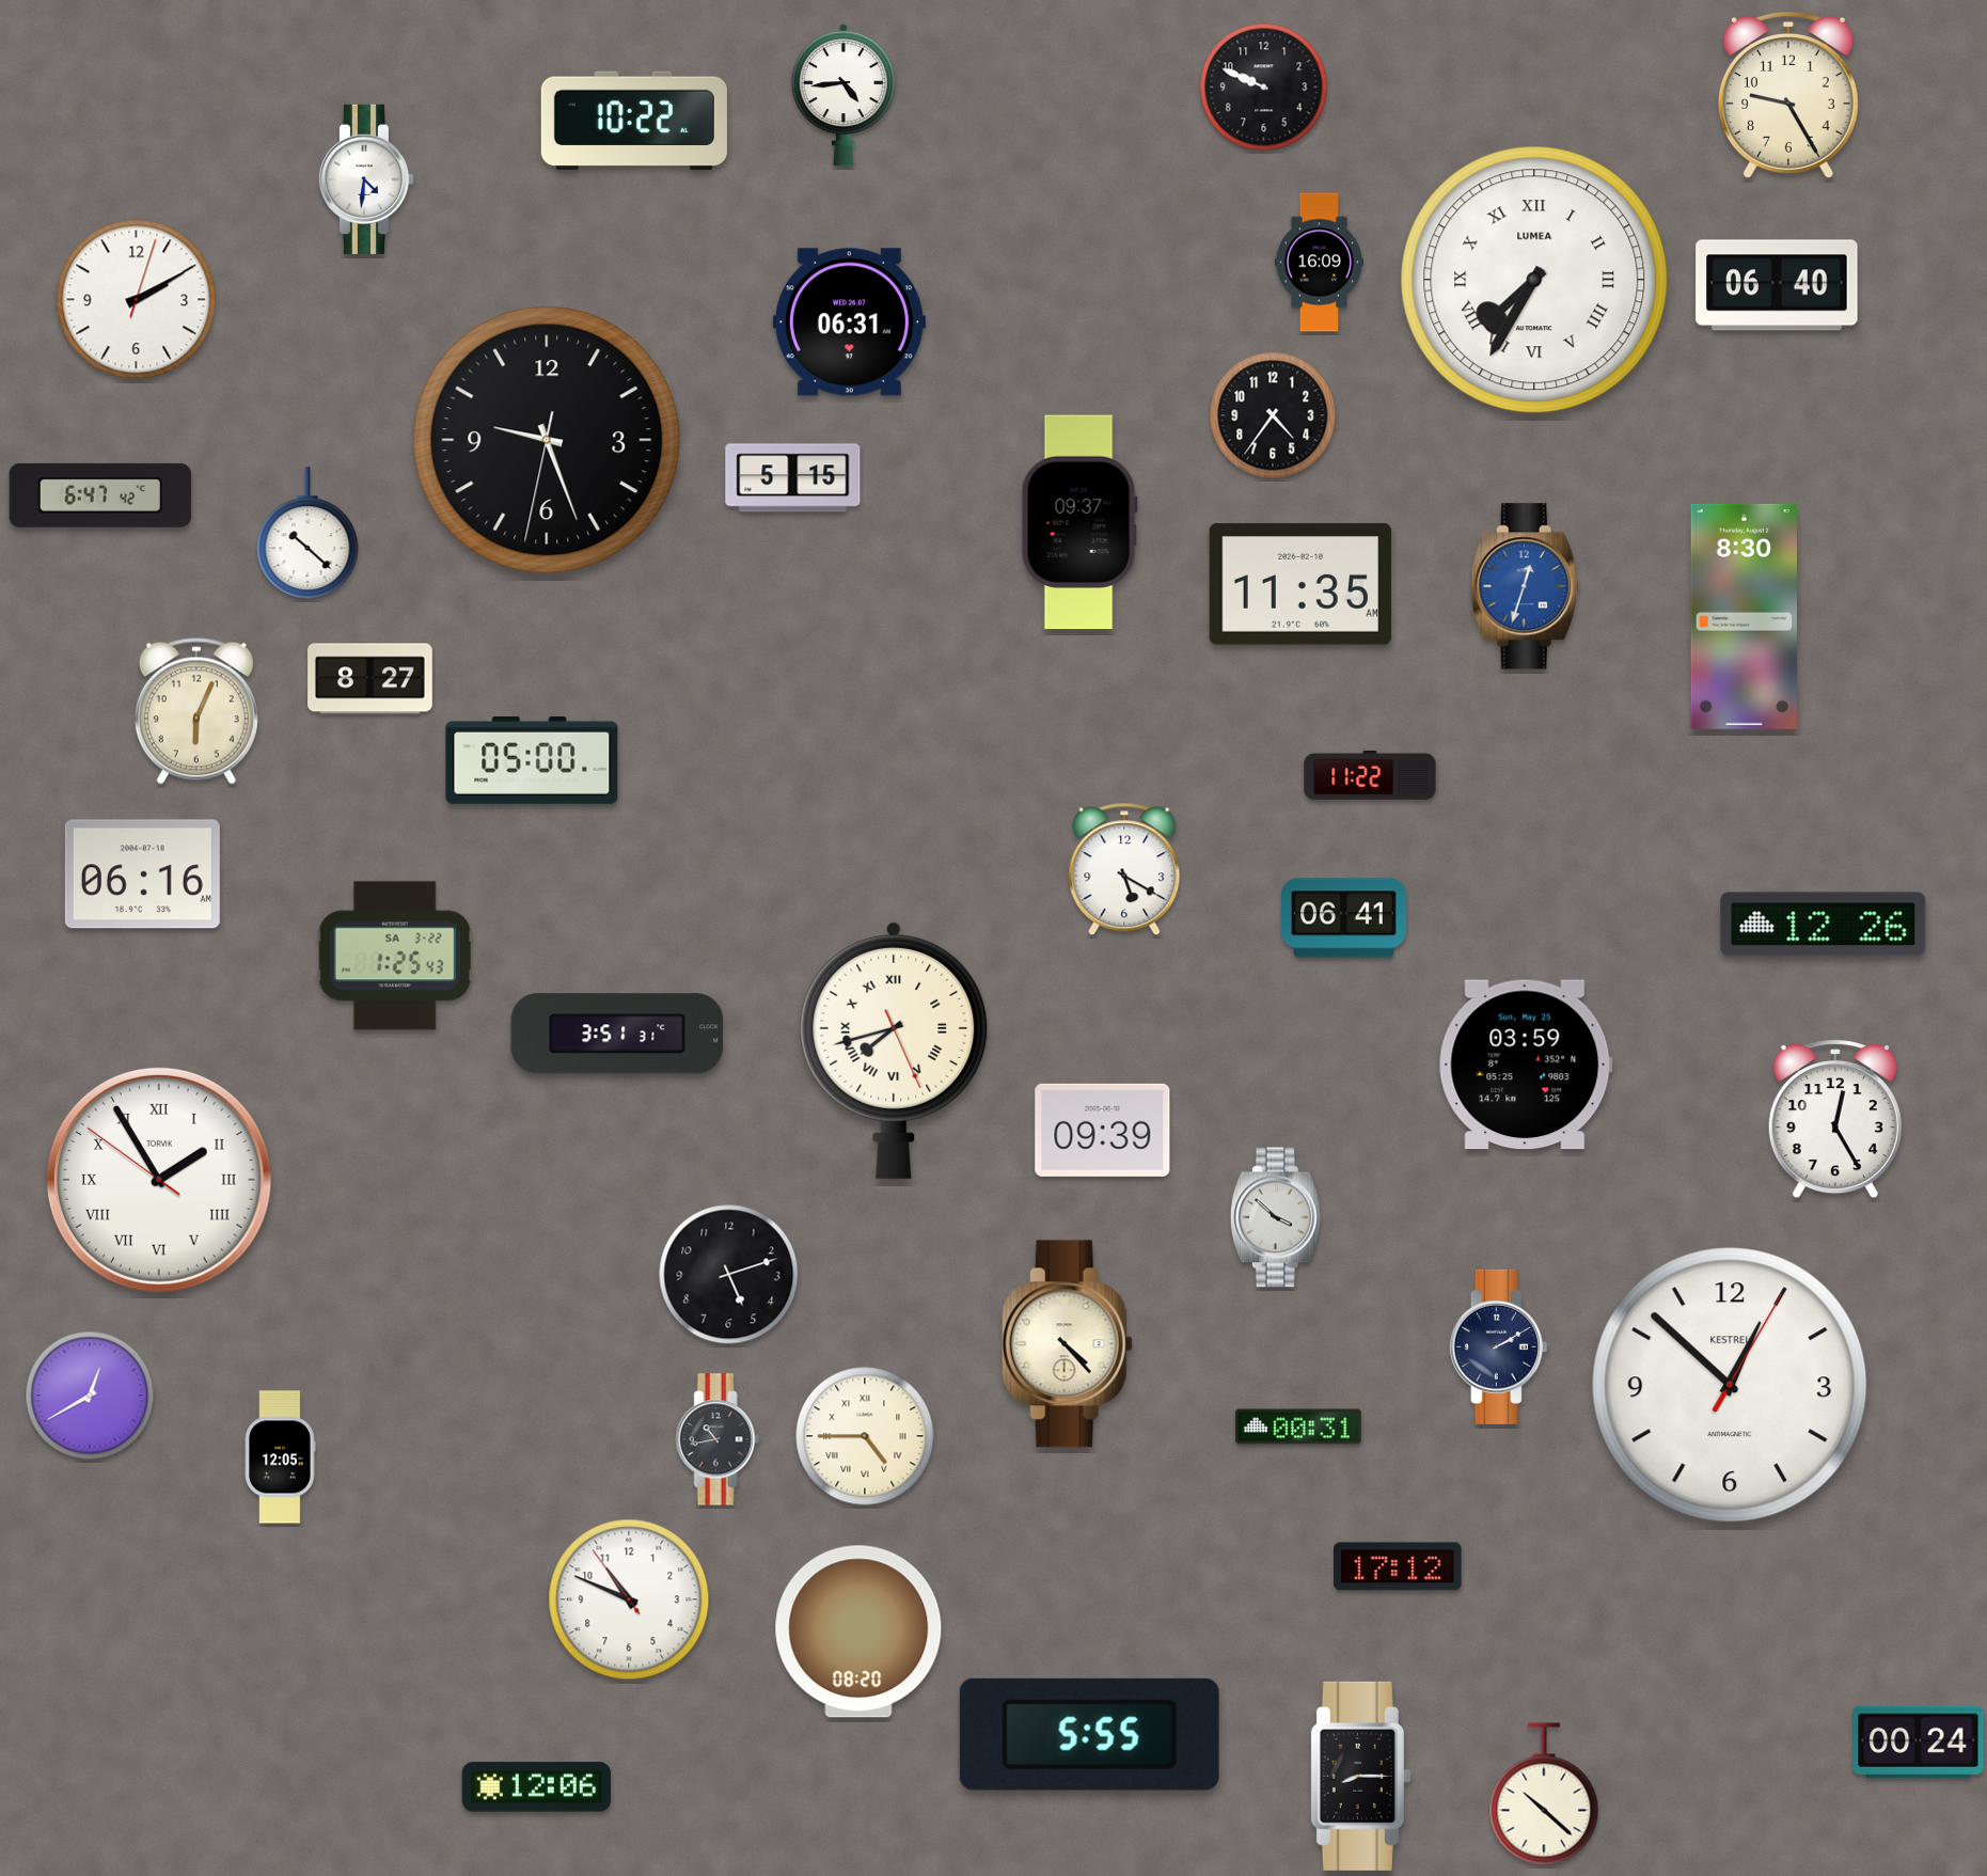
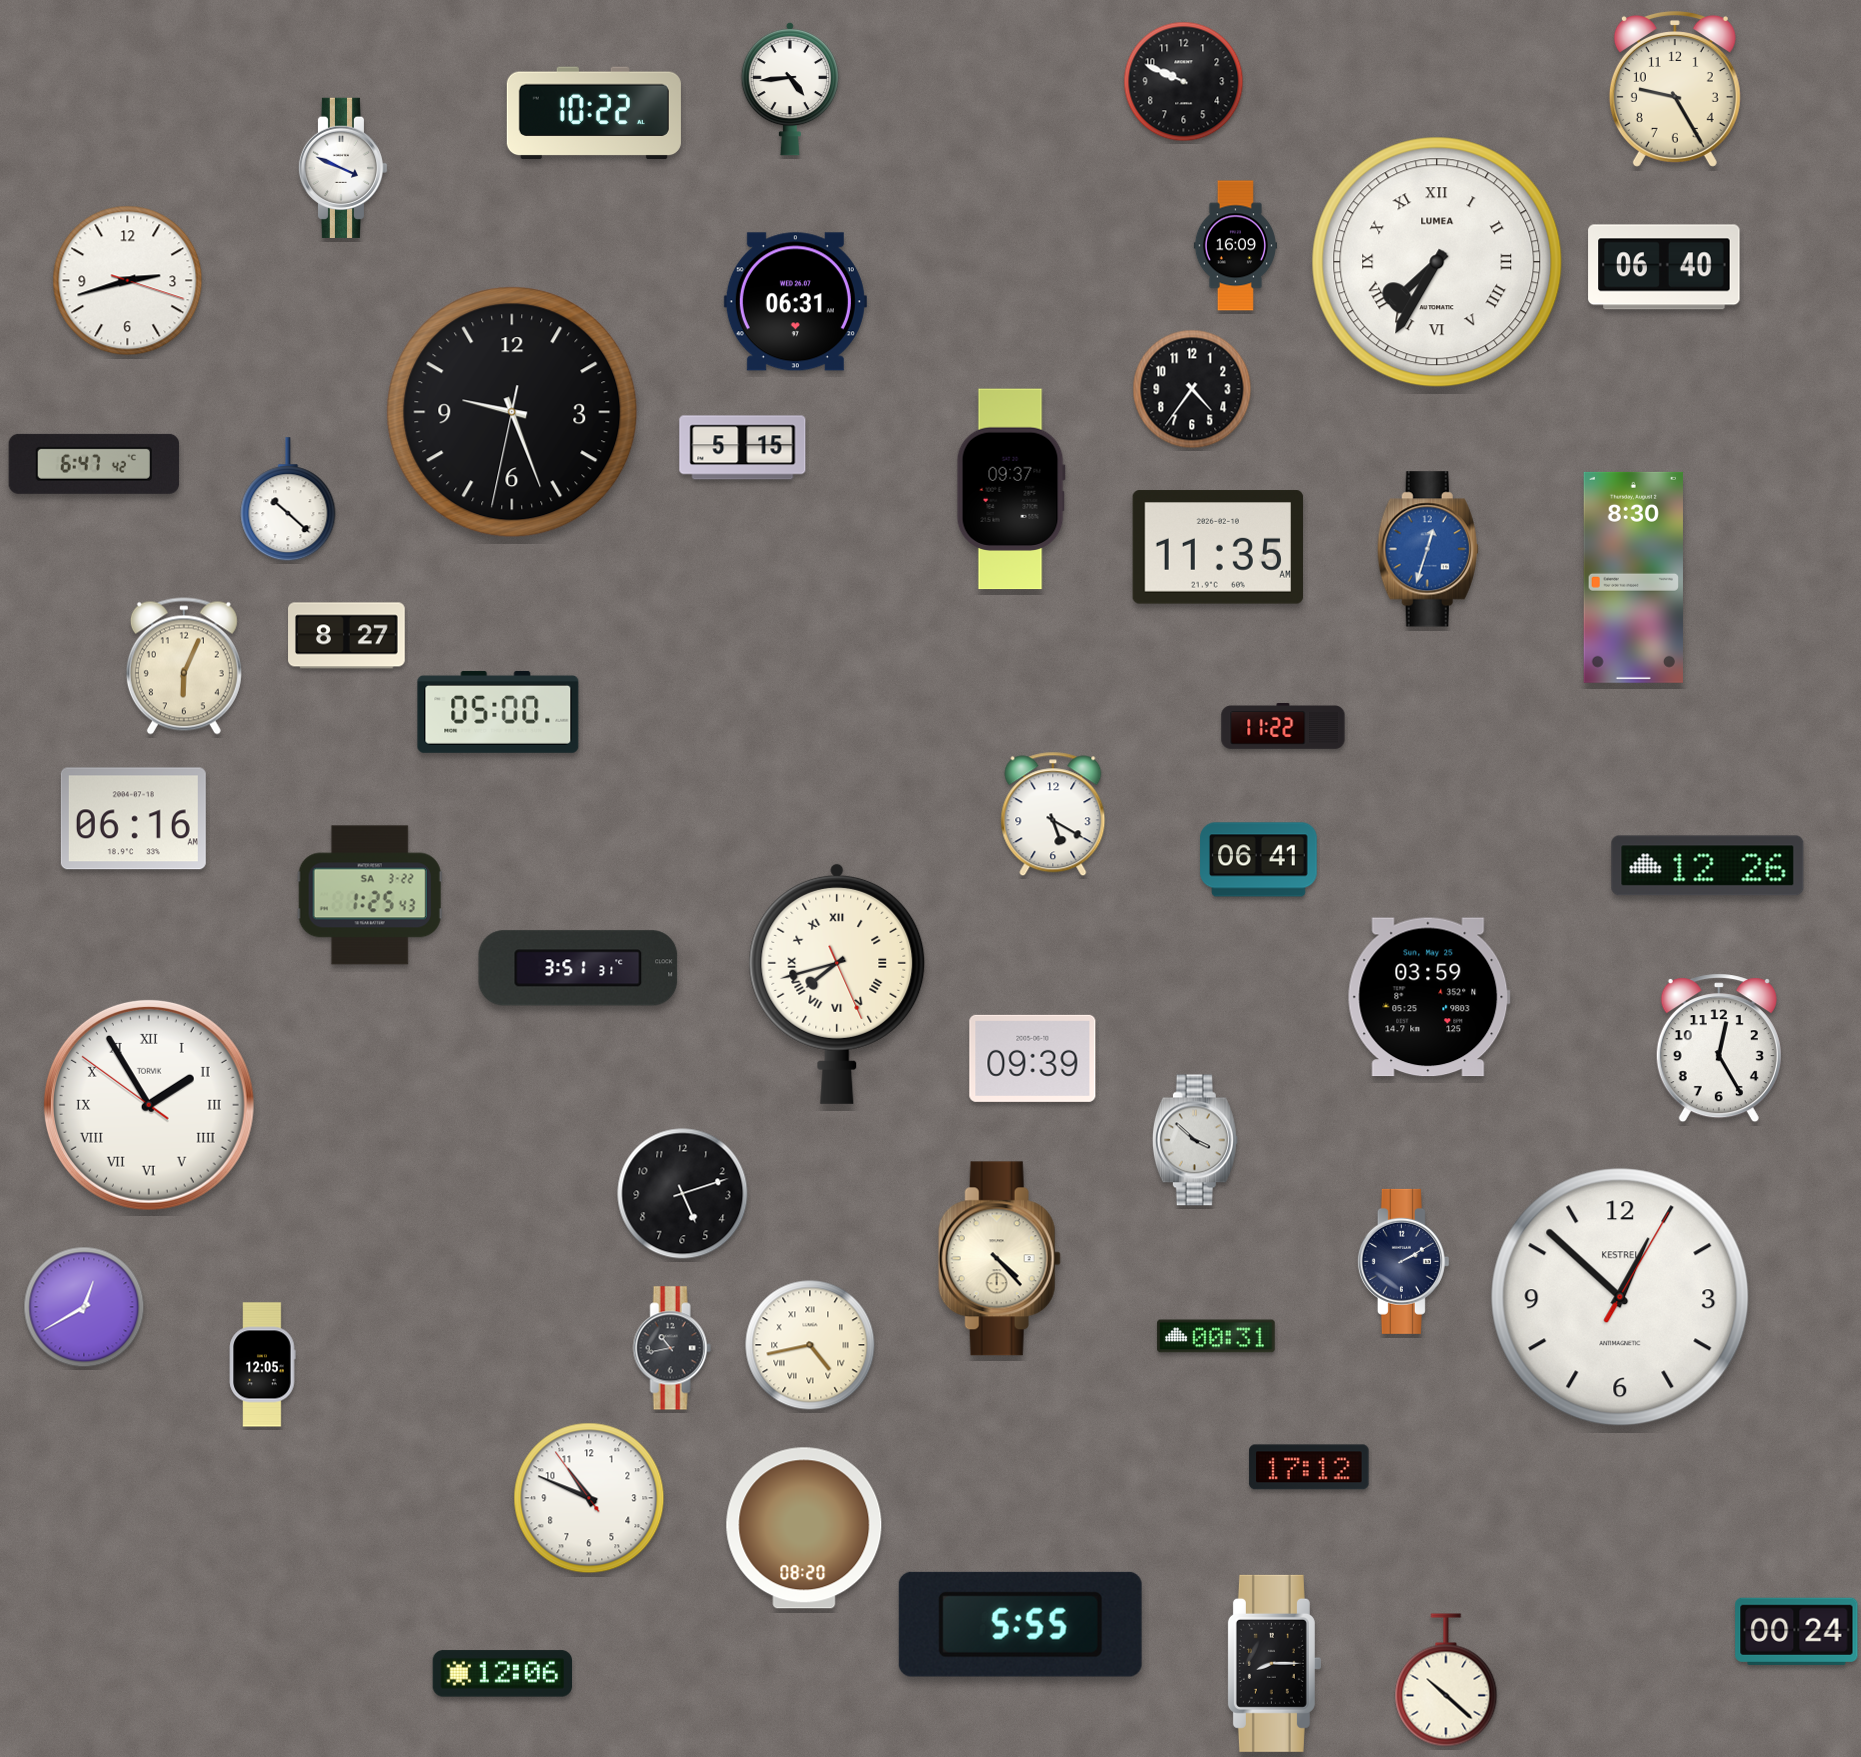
clock at (366, 179): 4:31 -> 3:49
clock at (137, 300): 2:10 -> 2:42
clock at (865, 1436): 4:45 -> 4:43
